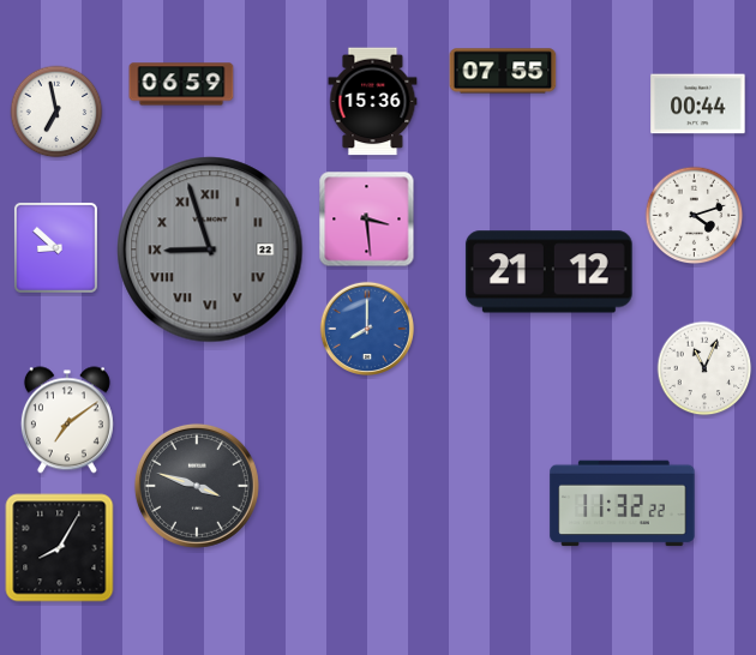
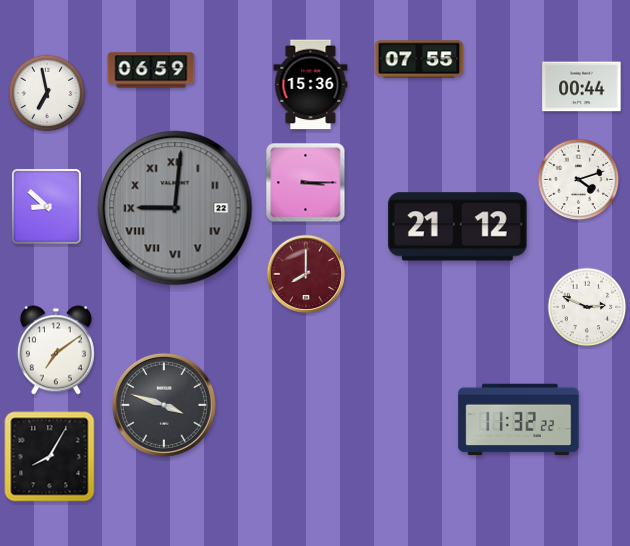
clock at (367, 220): 3:29 -> 3:15
clock at (210, 250): 8:57 -> 9:01
clock at (366, 327) dial: blue -> burgundy
clock at (704, 368): 11:04 -> 2:49
